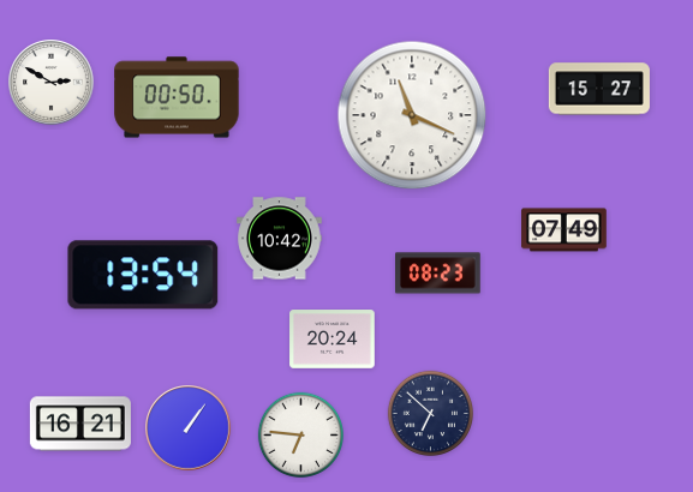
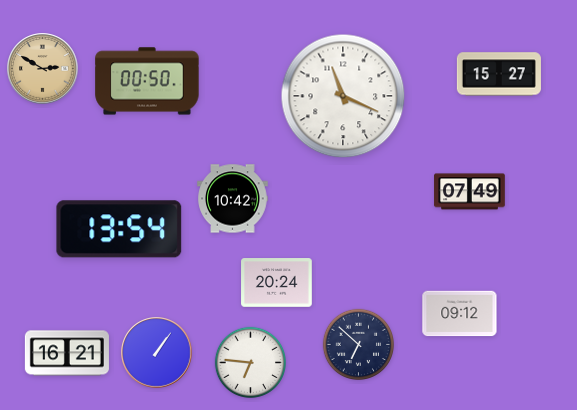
clock at (52, 83) dial: white -> champagne
clock at (438, 274): 08:23 -> none
clock at (460, 314): none -> 09:12
clock at (189, 428) position: (189, 428) -> (157, 353)
